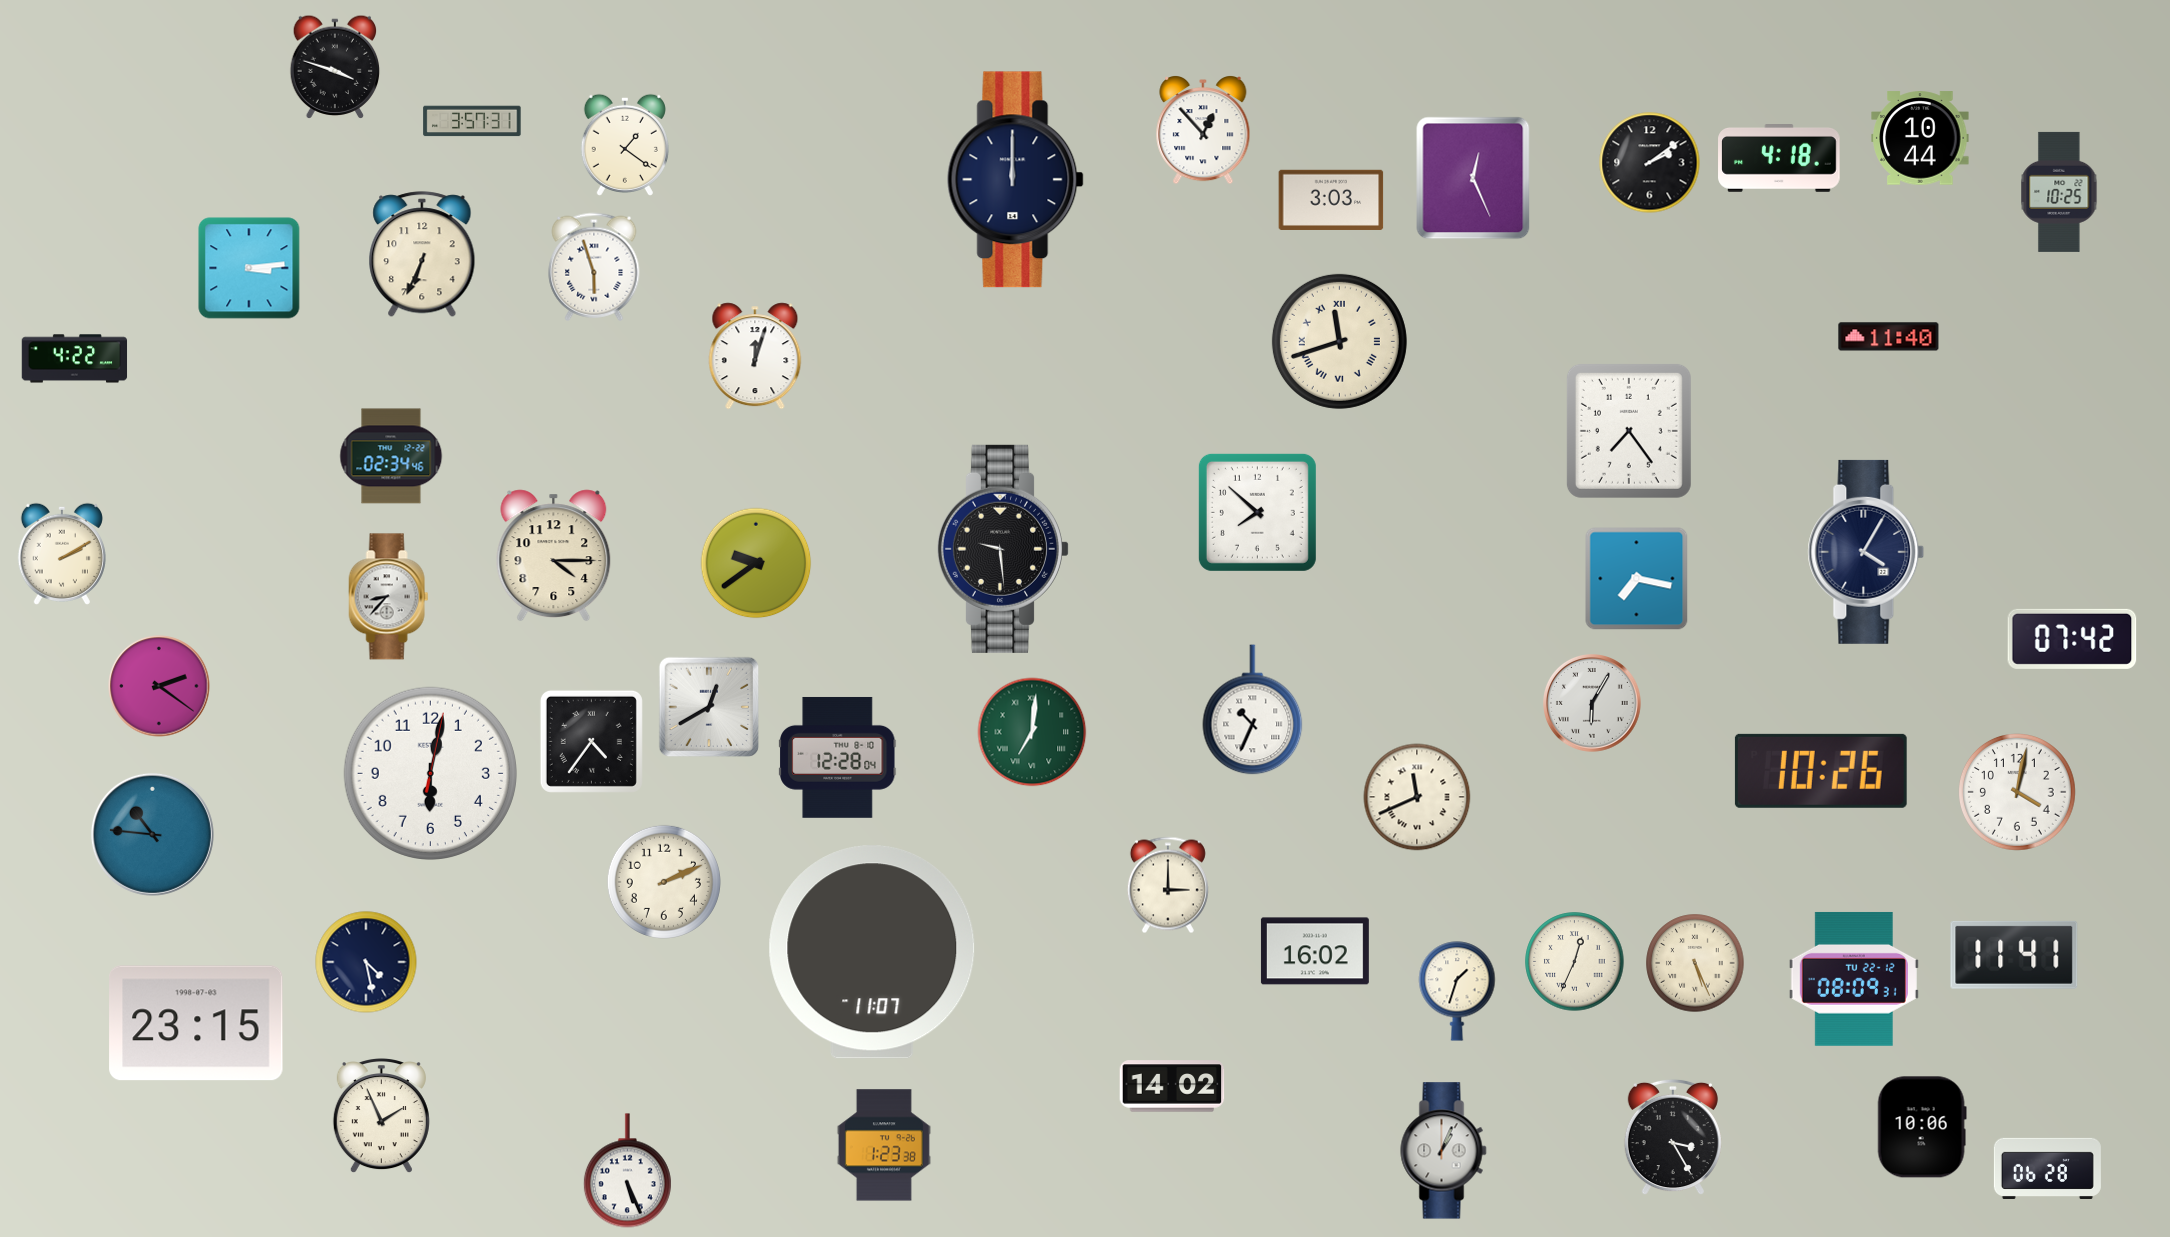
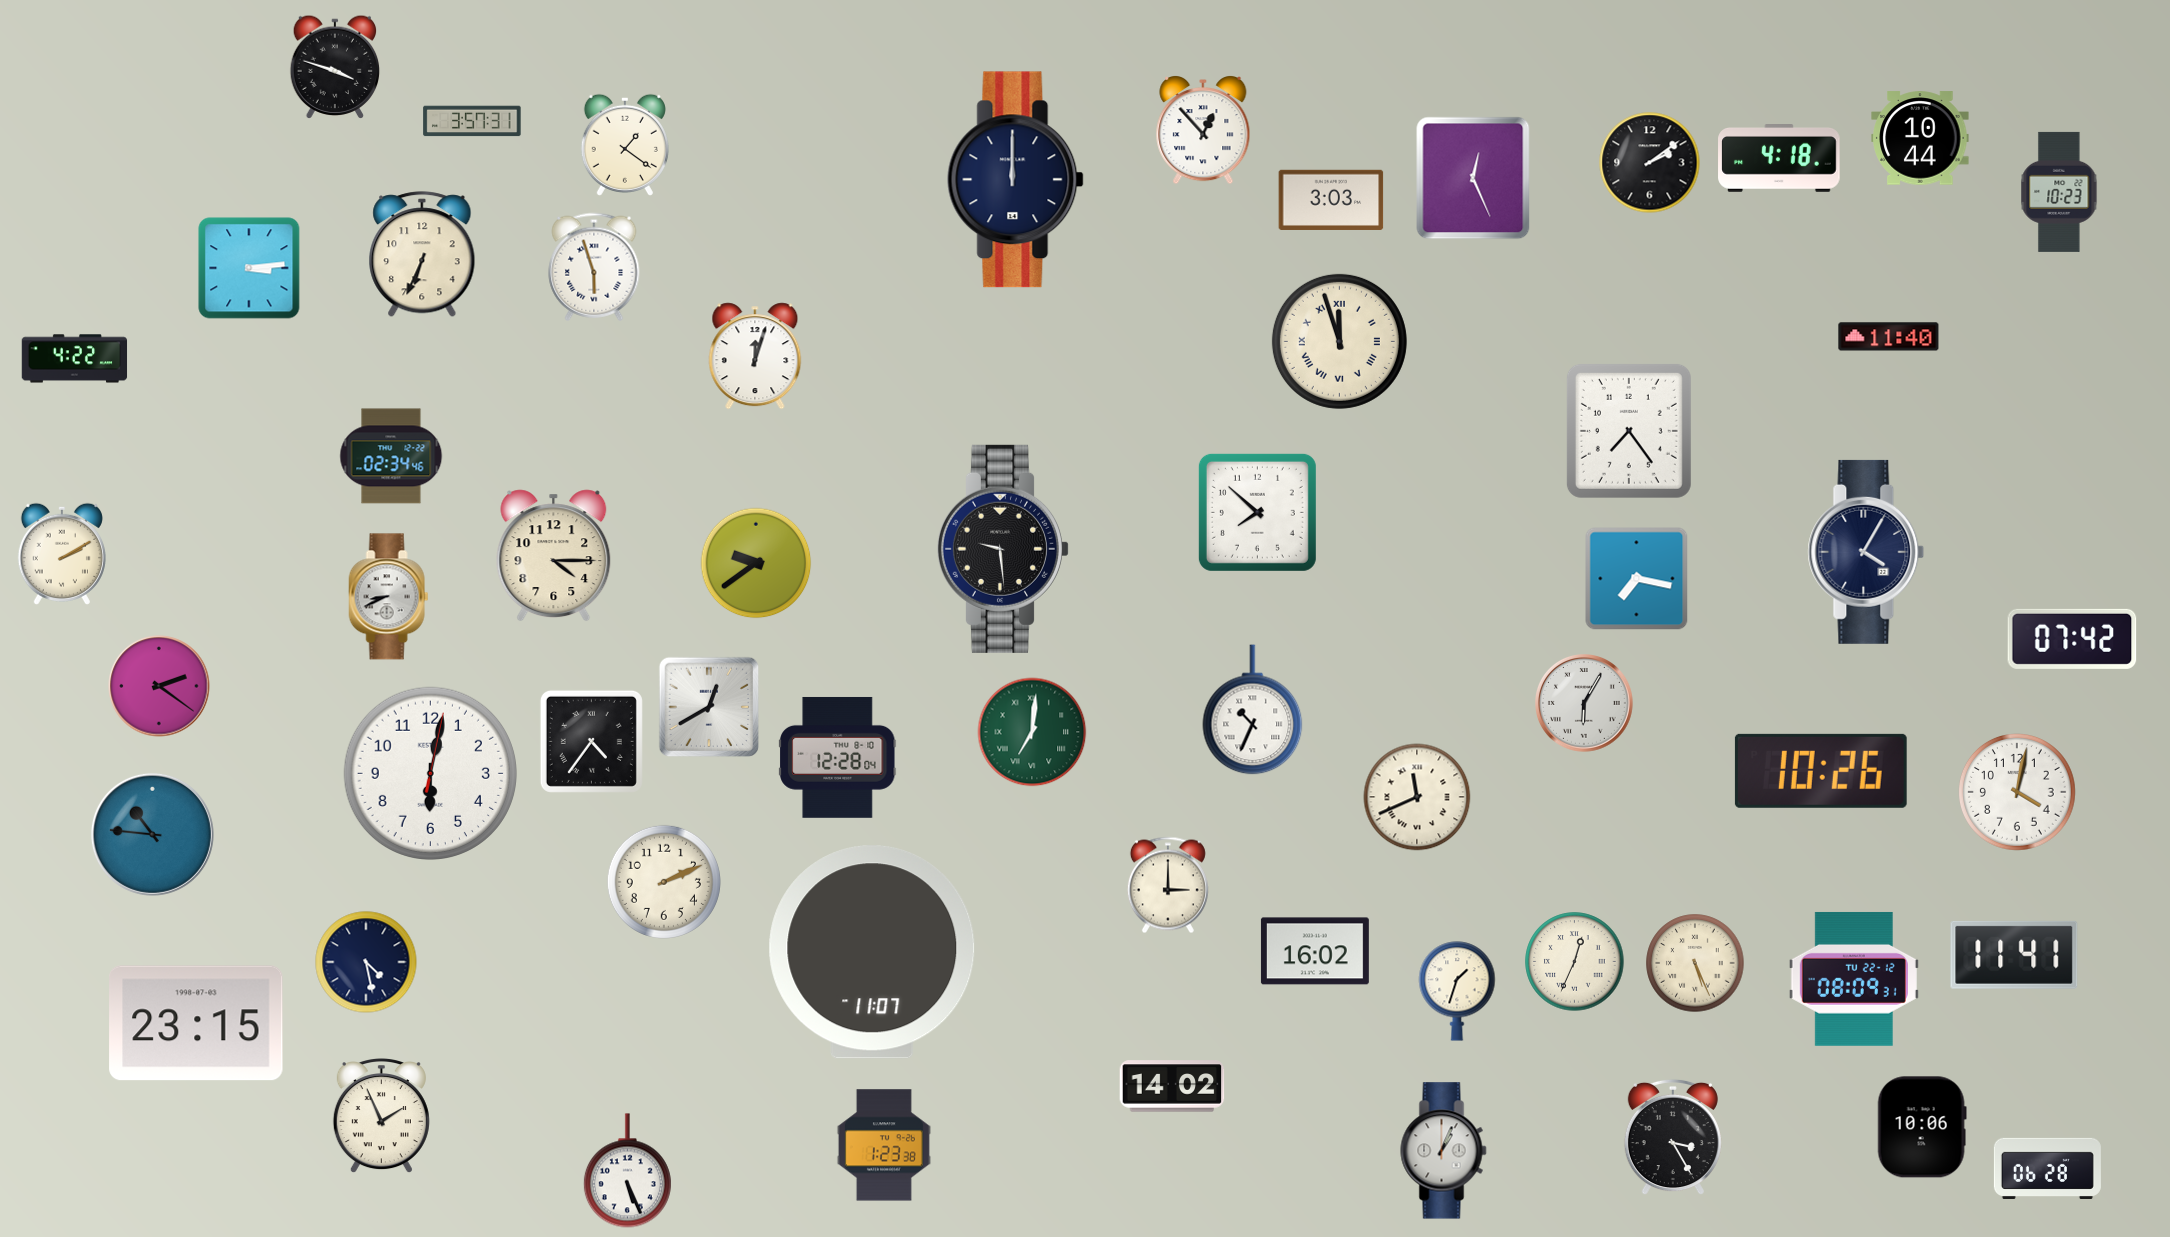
clock at (2059, 192): 10:25 -> 10:23
clock at (1339, 341): 11:42 -> 11:57
clock at (389, 597): 8:37 -> 8:41
clock at (1593, 704) position: (1593, 704) -> (1585, 704)
